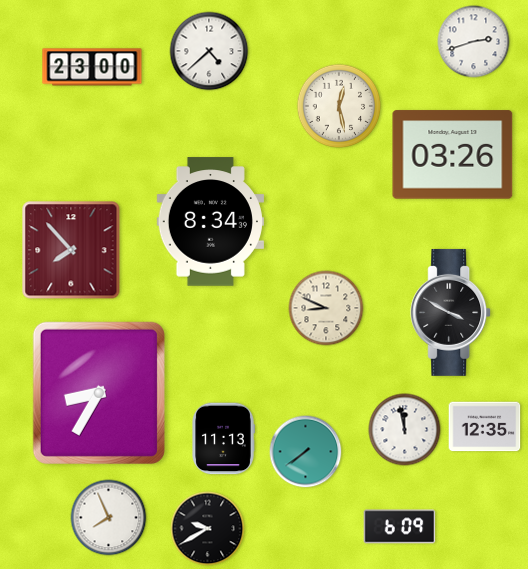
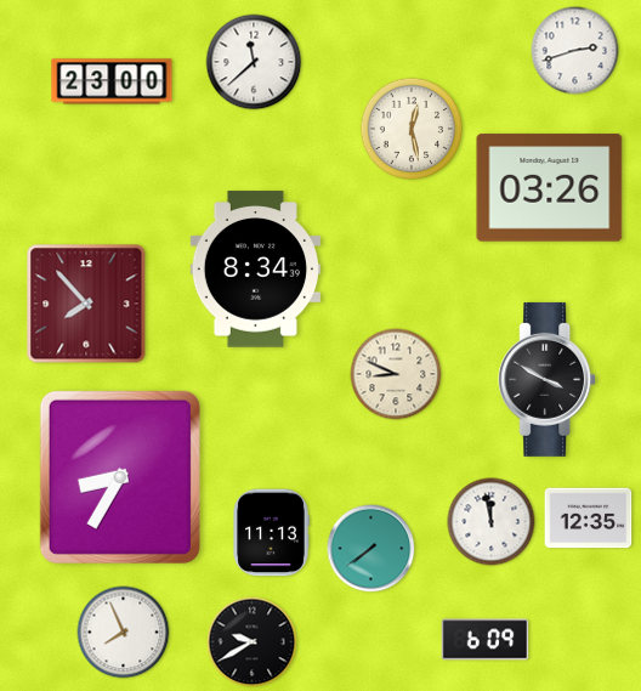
clock at (209, 51): 4:38 -> 11:38
clock at (109, 518) position: (109, 518) -> (124, 633)
